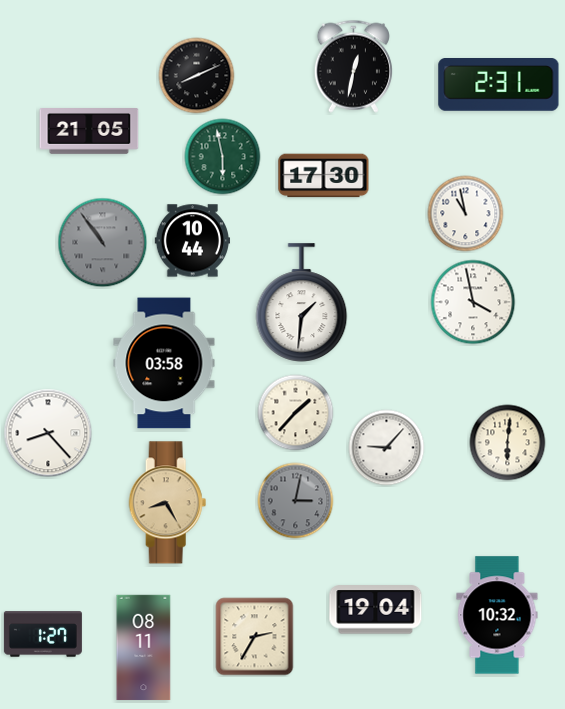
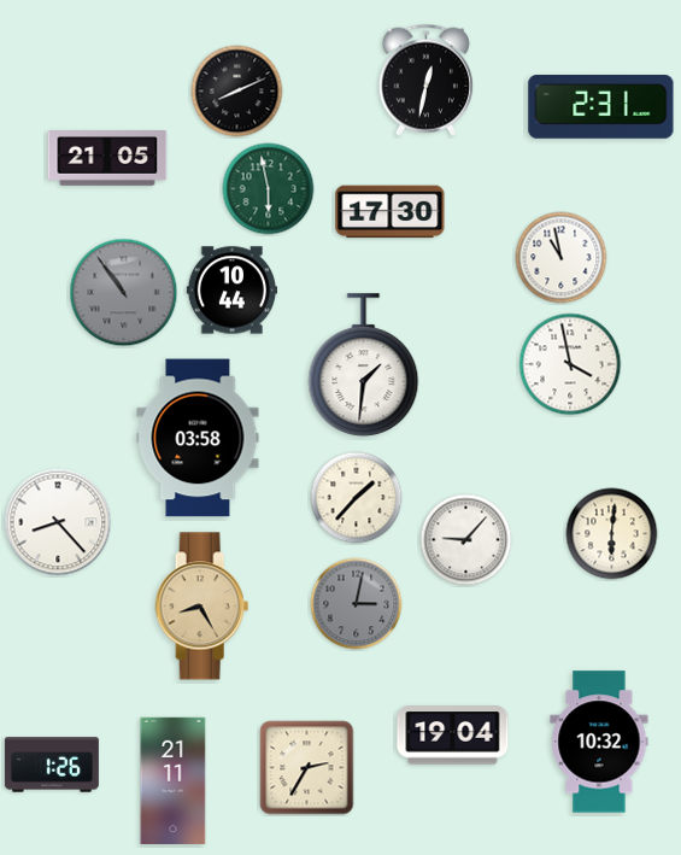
clock at (499, 85) position: (499, 85) -> (601, 107)
clock at (43, 634): 1:27 -> 1:26
clock at (144, 648): 08:11 -> 21:11
